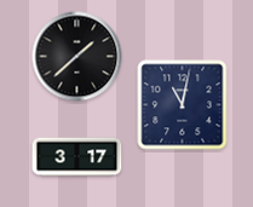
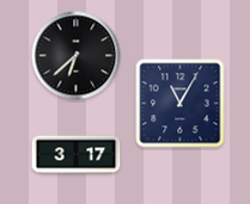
clock at (77, 57): 1:38 -> 6:38
clock at (183, 105): 11:02 -> 11:05
